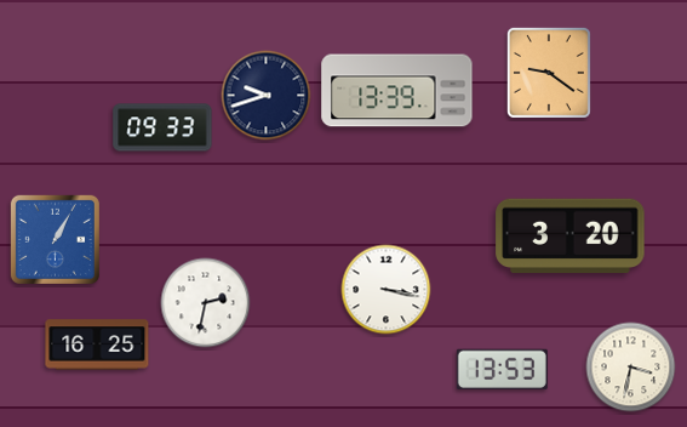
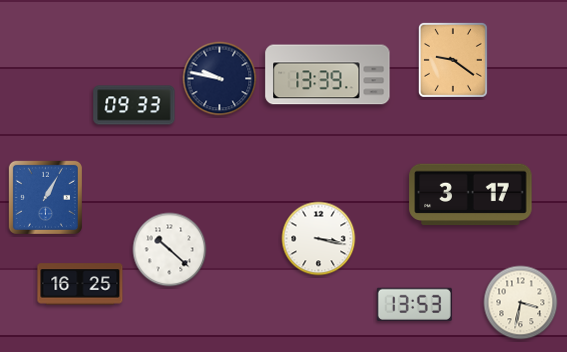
clock at (267, 96): 9:42 -> 9:47
clock at (571, 237): 3:20 -> 3:17
clock at (206, 303): 2:32 -> 10:22
